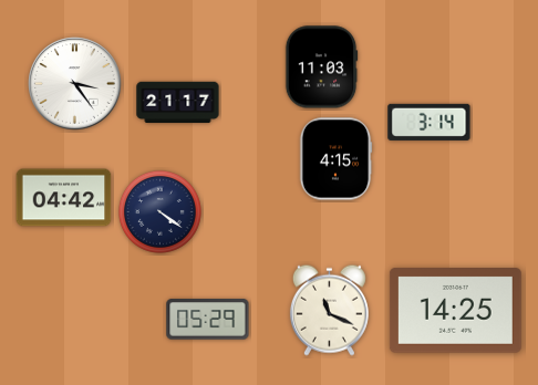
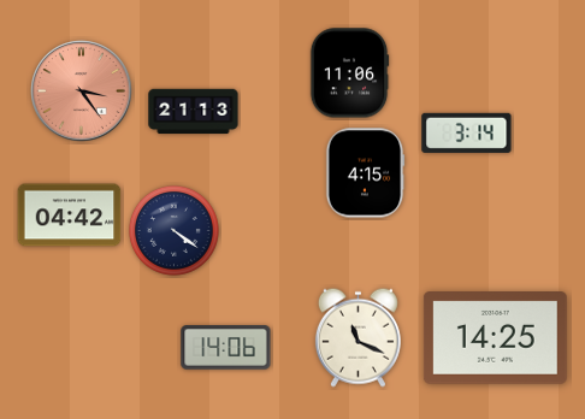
clock at (321, 67): 11:03 -> 11:06
clock at (75, 84) dial: white -> salmon
clock at (178, 103): 21:17 -> 21:13
clock at (208, 320): 05:29 -> 14:06
